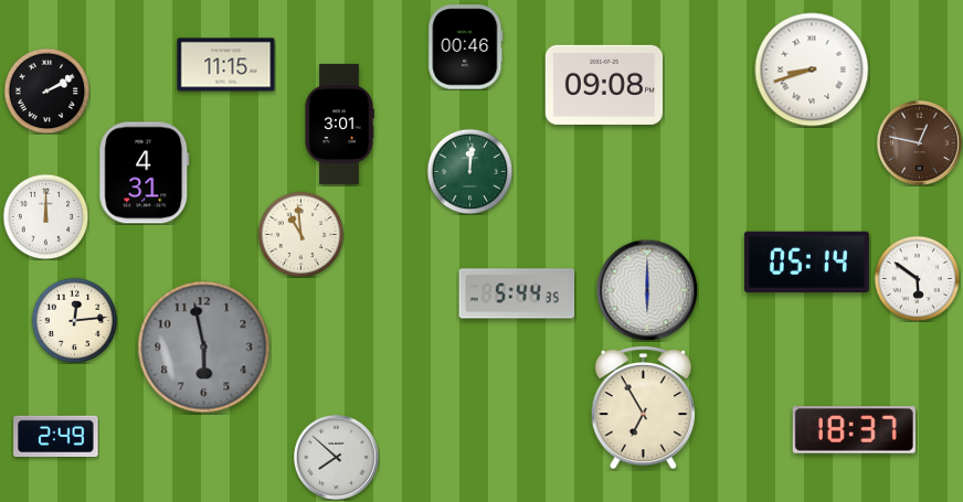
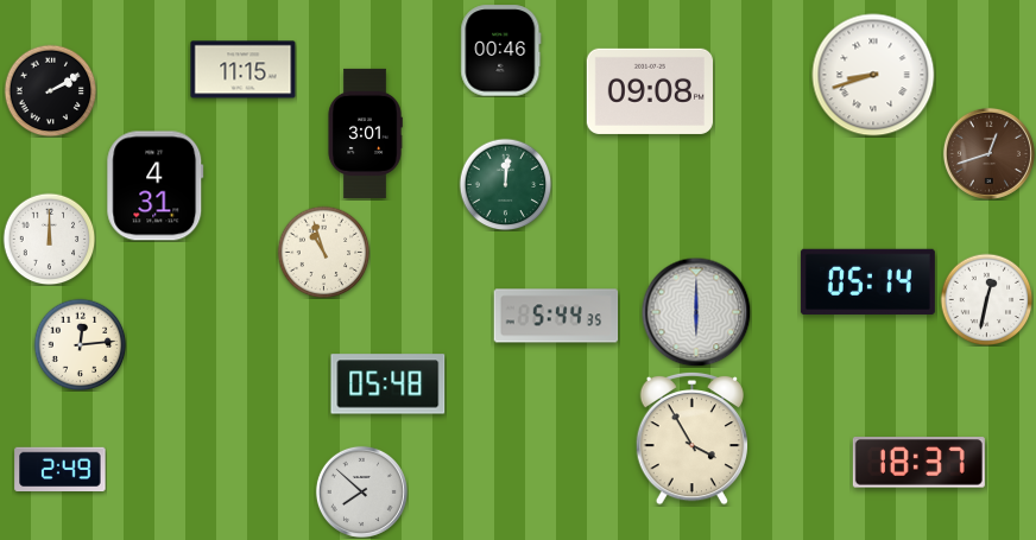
clock at (46, 90) position: (46, 90) -> (50, 90)
clock at (919, 142): 12:47 -> 12:42
clock at (45, 216) position: (45, 216) -> (49, 239)
clock at (300, 234): 10:59 -> 10:57
clock at (917, 278): 5:51 -> 12:32
clock at (204, 348): 5:58 -> none
clock at (389, 385): none -> 05:48
clock at (643, 407): 6:55 -> 3:55
